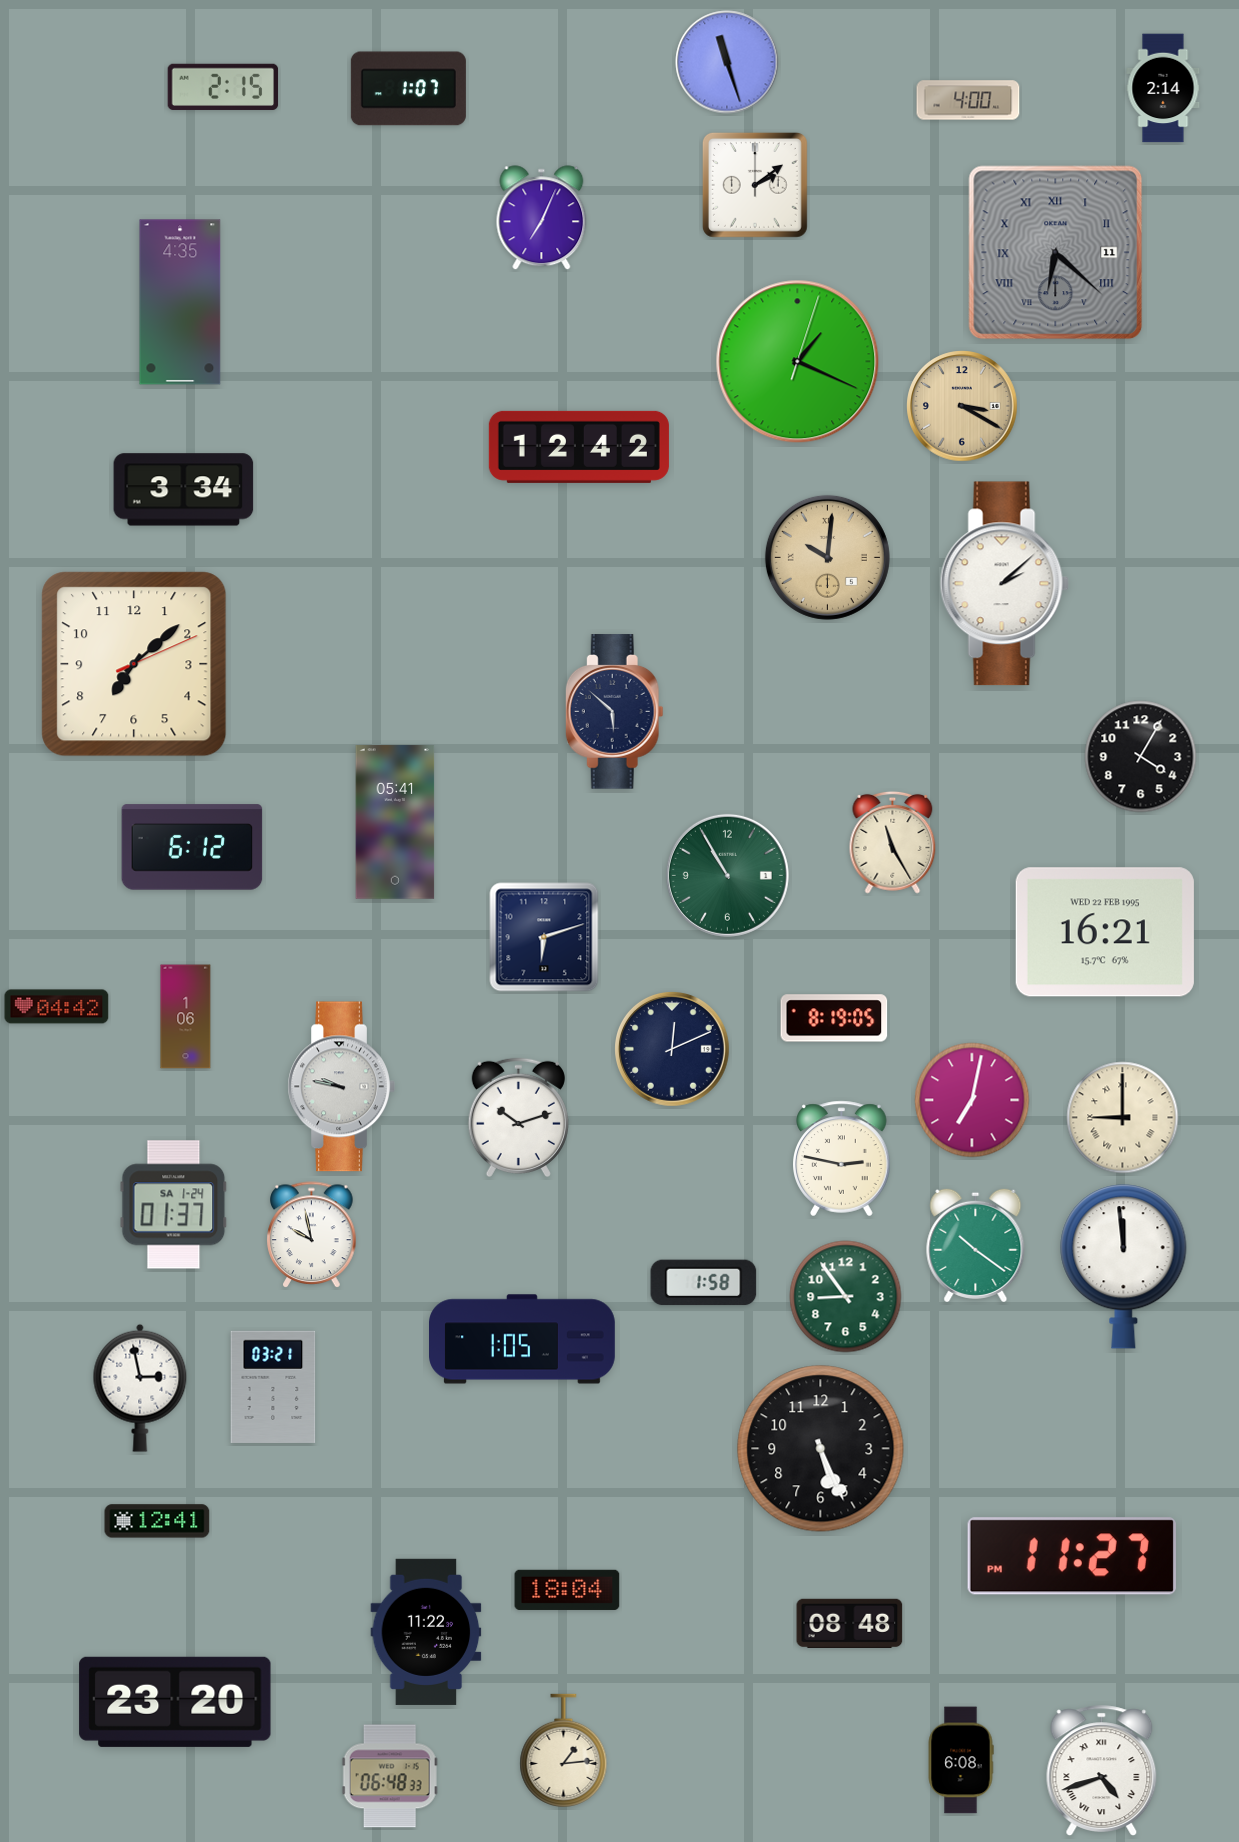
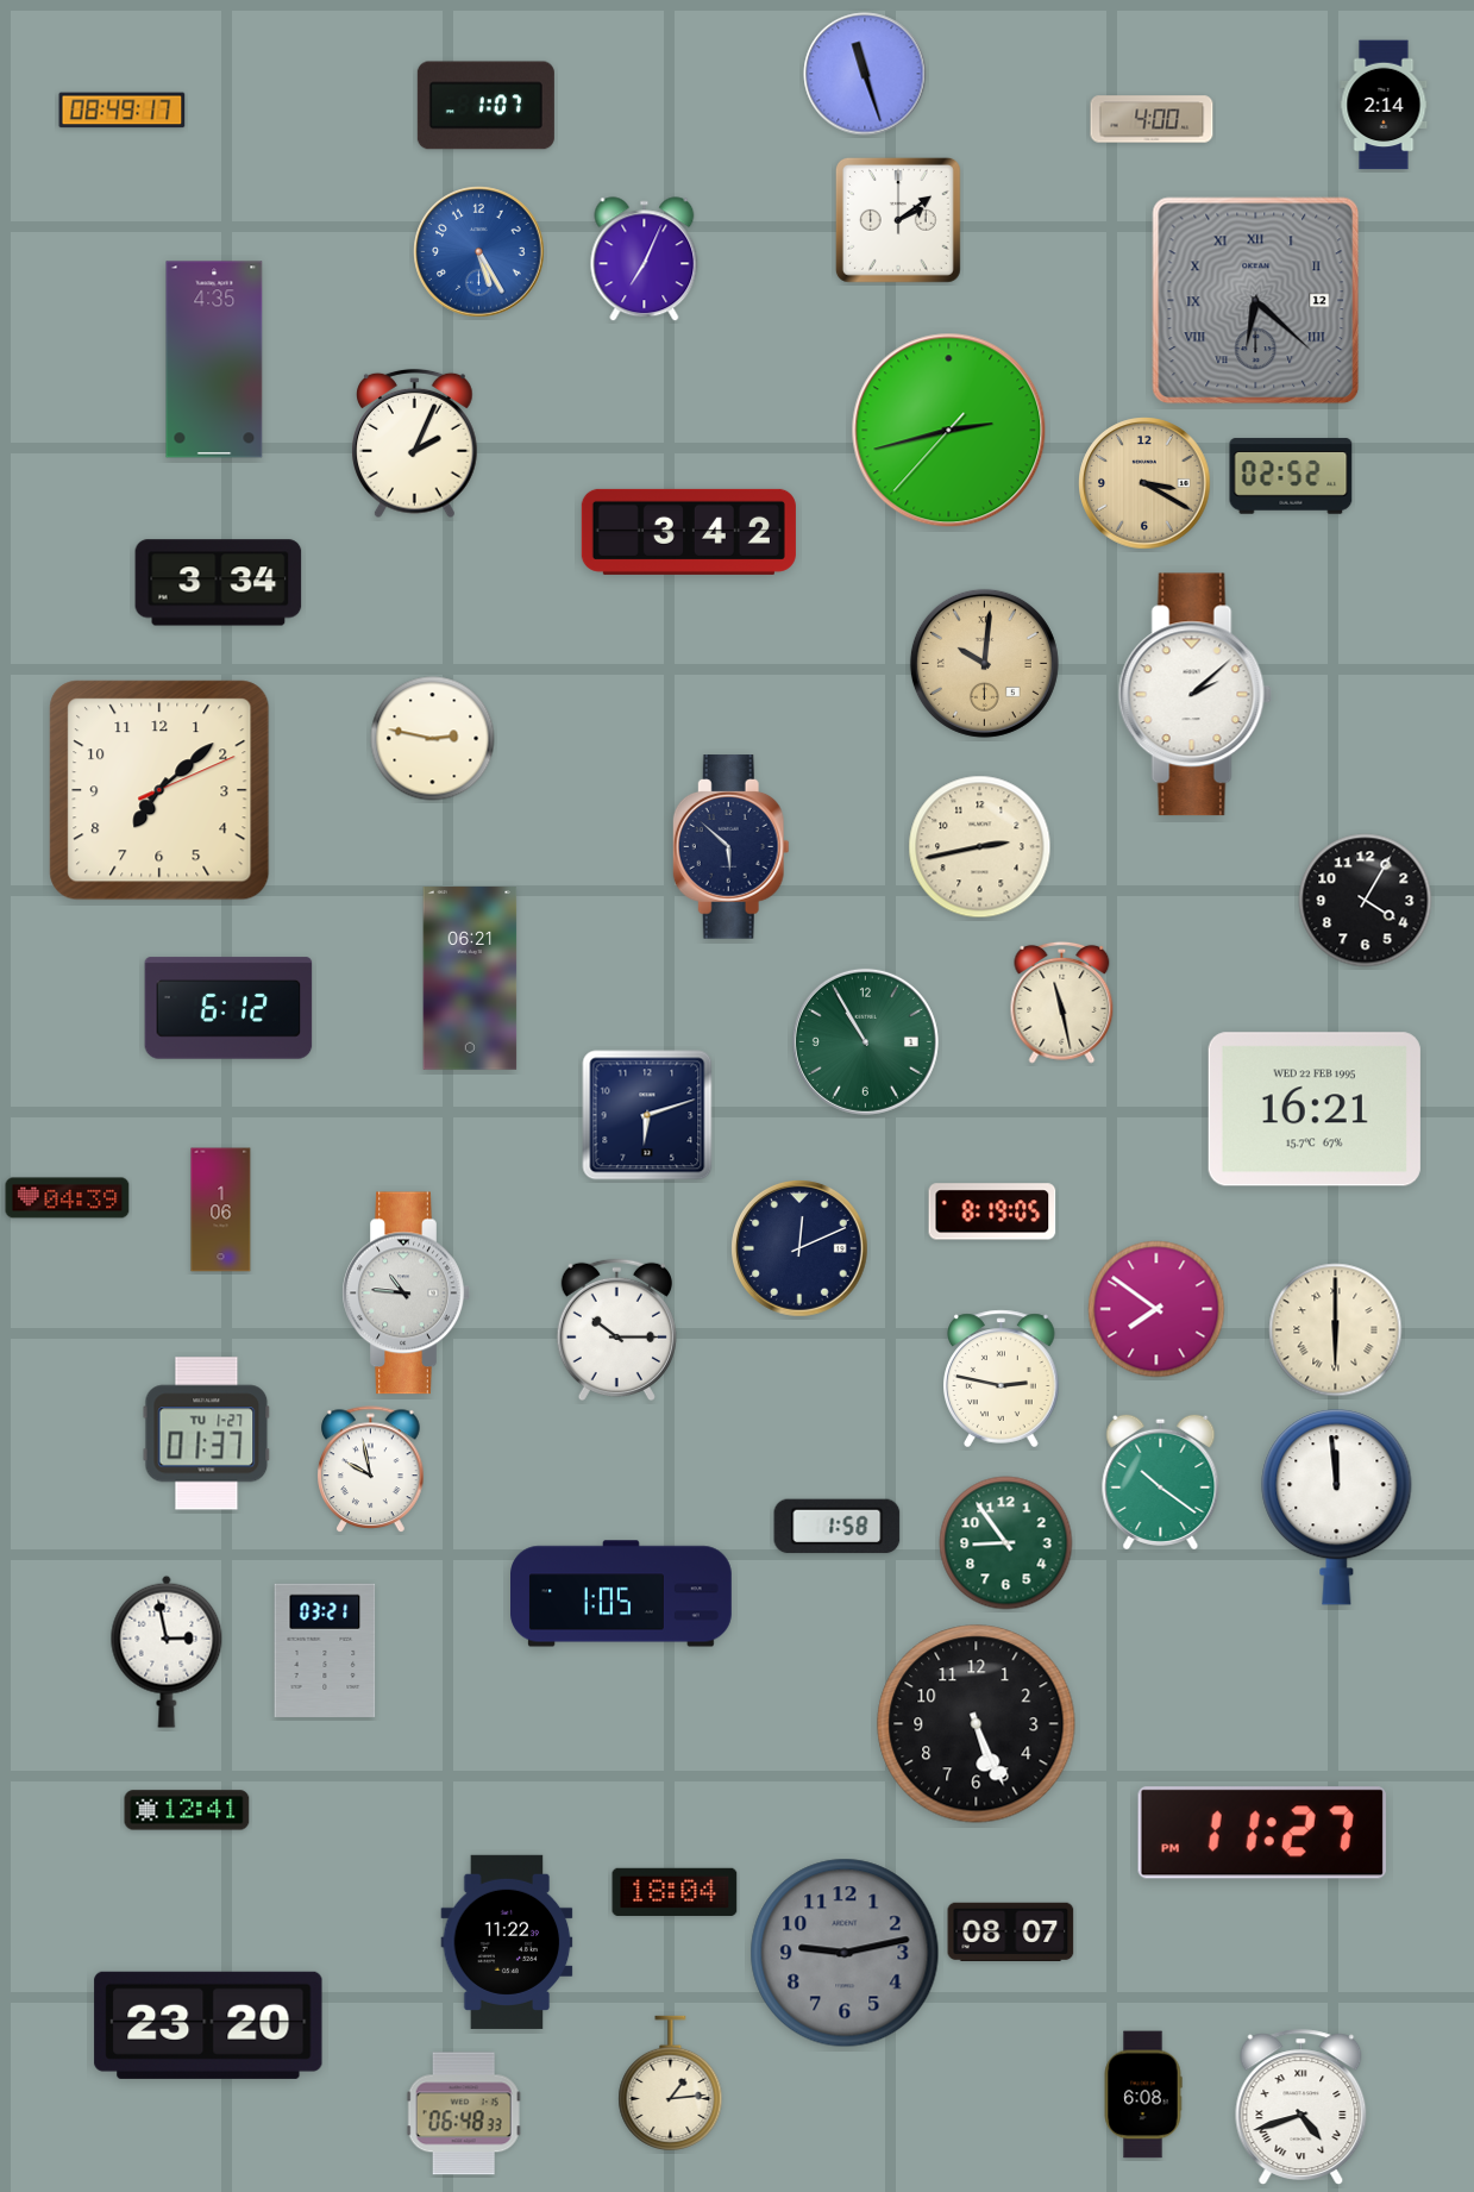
clock at (223, 86): 2:15 -> none
clock at (123, 111): none -> 08:49
clock at (479, 252): none -> 5:25
clock at (1056, 253) date: 11 -> 12
clock at (798, 362): 1:19 -> 2:42
clock at (415, 444): none -> 2:04
clock at (1291, 476): none -> 02:52
clock at (579, 447): 12:42 -> 3:42
clock at (433, 739): none -> 2:47
clock at (980, 847): none -> 2:43
clock at (1141, 757) position: (1141, 757) -> (1366, 901)
clock at (395, 822): 05:41 -> 06:21
clock at (893, 842): 11:25 -> 11:28
clock at (57, 1007): 04:42 -> 04:39
clock at (341, 1087): 9:47 -> 10:46
clock at (972, 1100): 7:02 -> 7:51
clock at (518, 1118): 10:12 -> 10:15
clock at (1123, 1118): 9:00 -> 6:00
clock at (174, 1205) date: SA 1-24 -> TU 1-27
clock at (1072, 1556) position: (1072, 1556) -> (1262, 1833)
clock at (850, 1623): 08:48 -> 08:07
clock at (845, 1953): none -> 9:13
clock at (1102, 1770) position: (1102, 1770) -> (1301, 2106)
